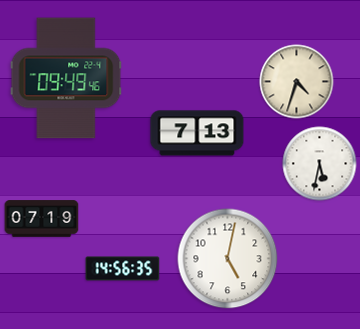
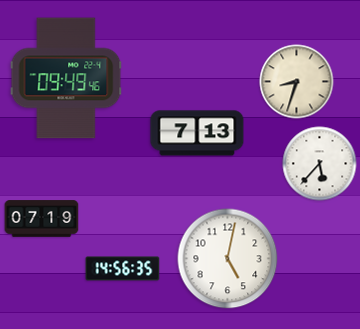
clock at (297, 82): 4:33 -> 8:33
clock at (320, 164): 5:32 -> 5:37
